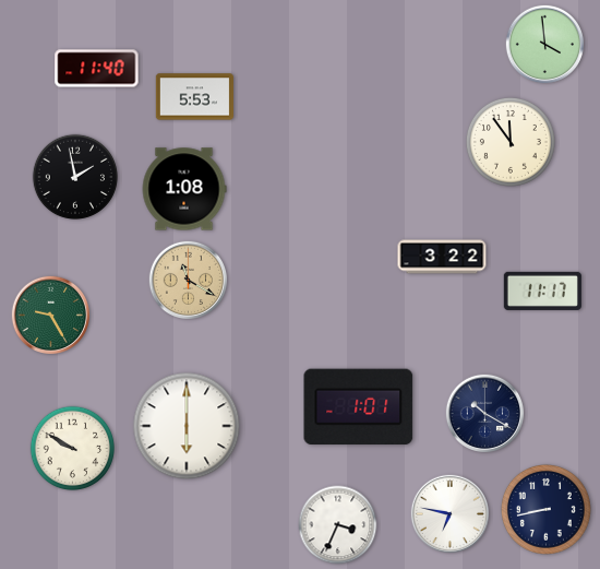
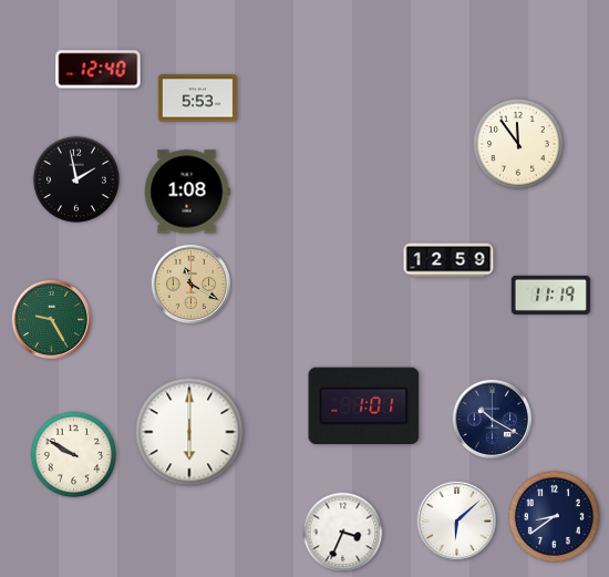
clock at (544, 44): 3:59 -> none
clock at (97, 69): 11:40 -> 12:40
clock at (442, 257): 3:22 -> 12:59
clock at (542, 291): 11:17 -> 11:19
clock at (359, 407) position: (359, 407) -> (364, 406)
clock at (545, 509): 8:43 -> 8:39
clock at (449, 513): 6:47 -> 6:08
